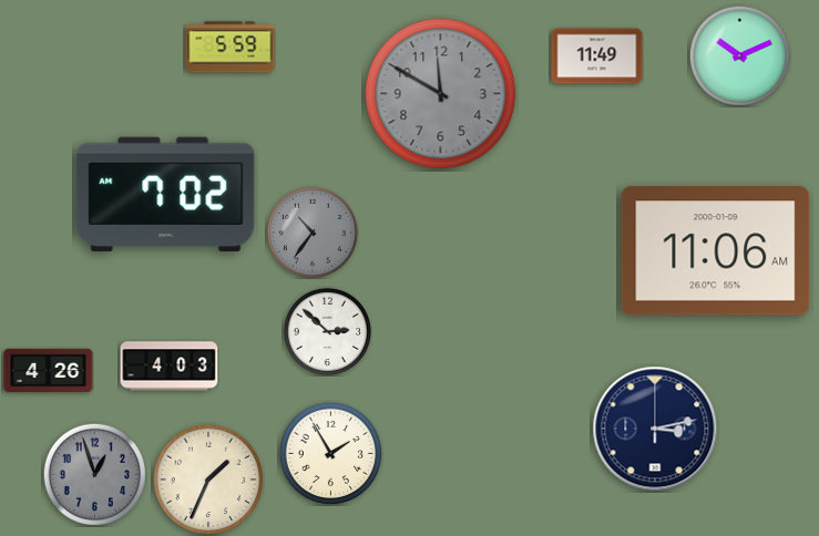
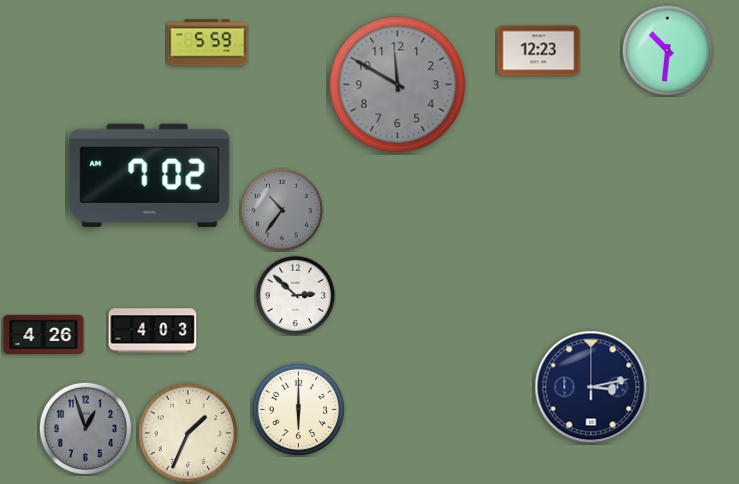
clock at (739, 55): 10:11 -> 10:31
clock at (597, 56): 11:49 -> 12:23
clock at (716, 251): 11:06 -> none
clock at (327, 331) position: (327, 331) -> (295, 295)
clock at (330, 453): 1:55 -> 6:00
